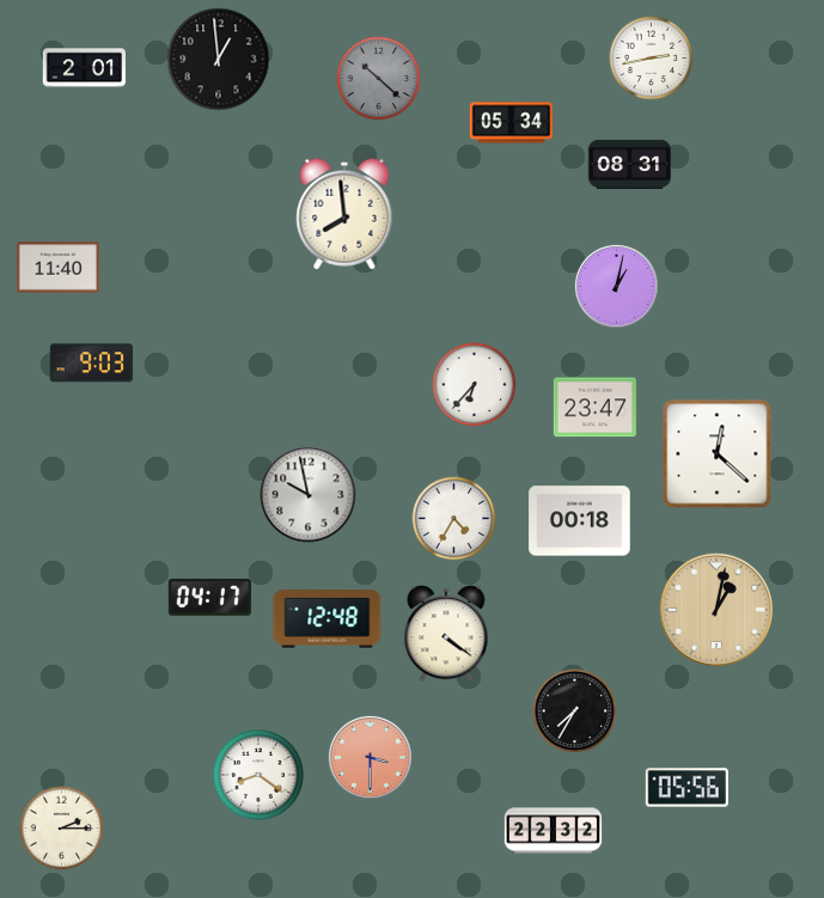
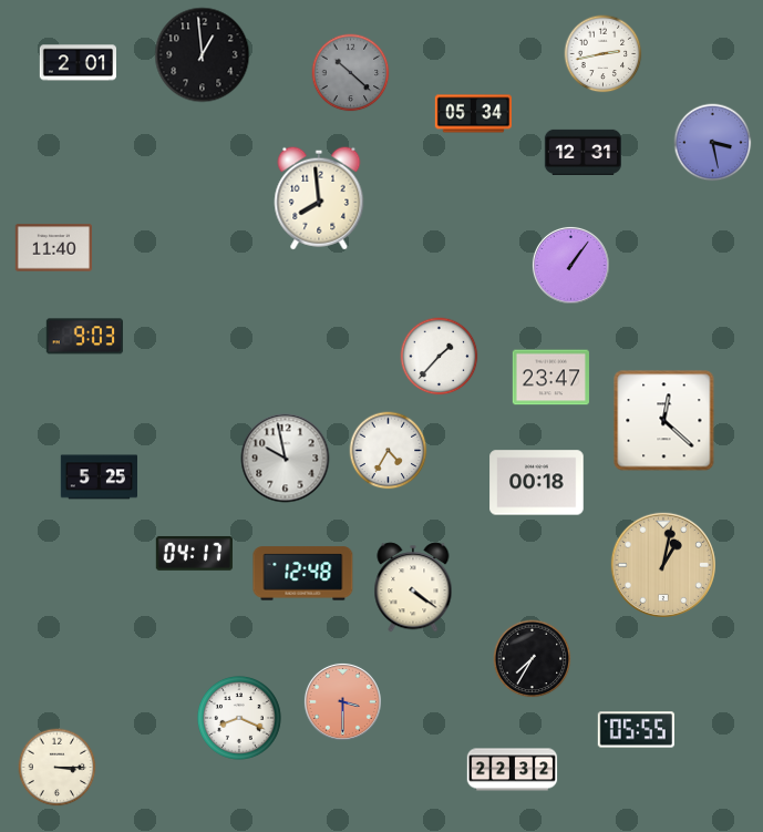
clock at (713, 143): none -> 3:28
clock at (629, 164): 08:31 -> 12:31
clock at (616, 286): 1:02 -> 1:06
clock at (475, 385): 6:37 -> 1:37
clock at (99, 477): none -> 5:25
clock at (454, 519) position: (454, 519) -> (389, 451)
clock at (260, 776): 8:21 -> 8:19
clock at (686, 788): 05:56 -> 05:55
clock at (62, 829): 2:15 -> 3:15
